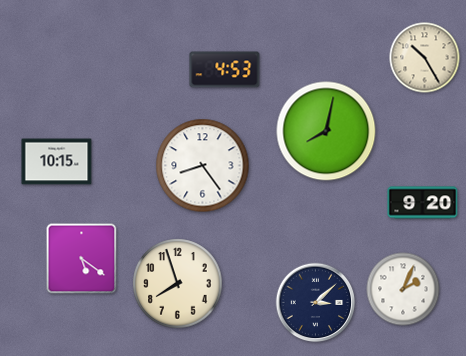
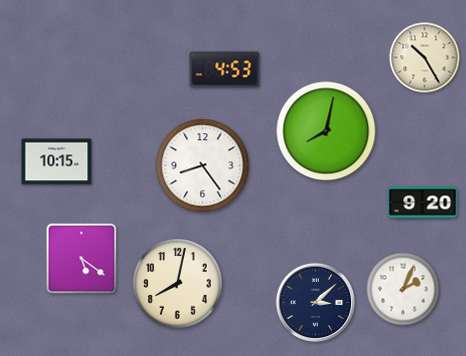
clock at (178, 284): 7:57 -> 8:02
